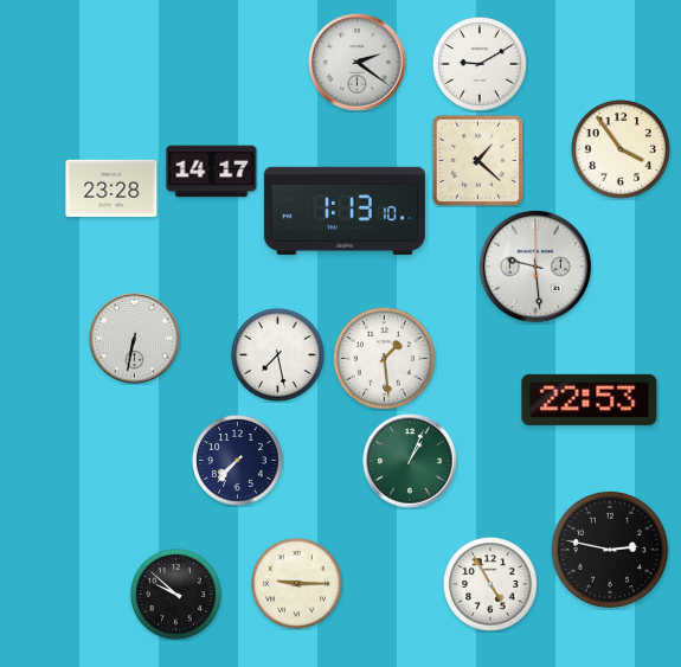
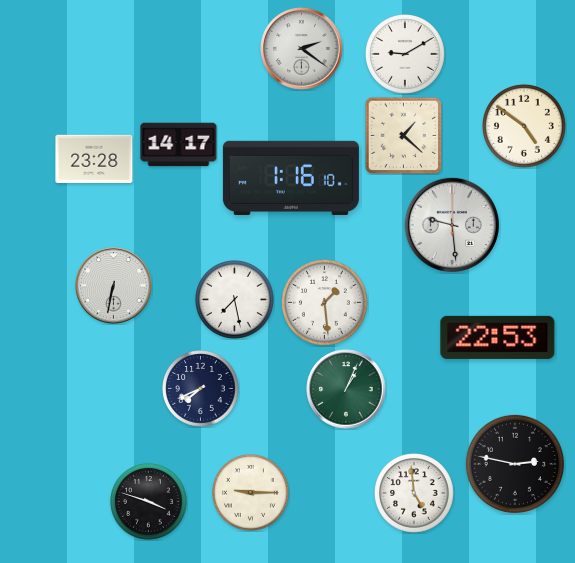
clock at (358, 63) position: (358, 63) -> (302, 49)
clock at (621, 149): 3:54 -> 4:51
clock at (345, 211): 1:13 -> 1:16
clock at (238, 461): 7:37 -> 7:41
clock at (492, 585): 4:55 -> 4:59
clock at (176, 595): 9:52 -> 3:48
